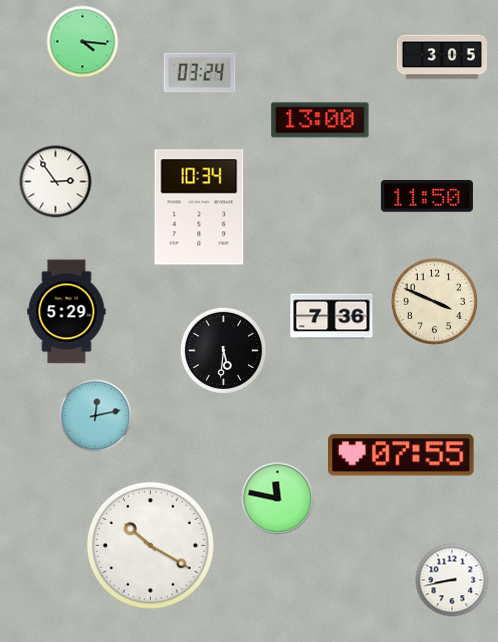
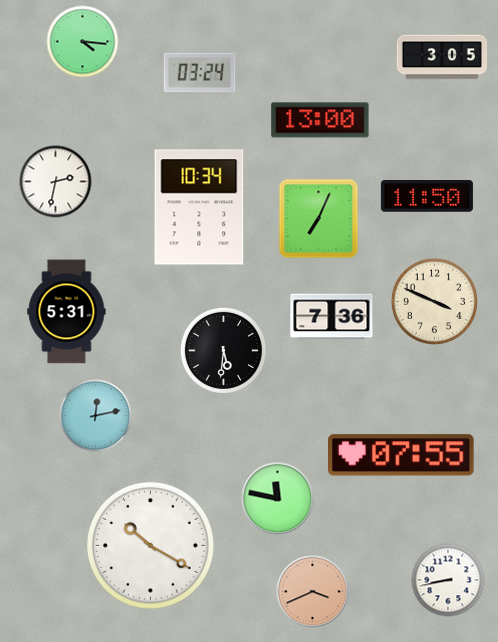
clock at (56, 182): 2:54 -> 2:32
clock at (319, 219): none -> 7:04
clock at (67, 312): 5:29 -> 5:31
clock at (452, 580) position: (452, 580) -> (448, 580)
clock at (313, 592): none -> 3:41
